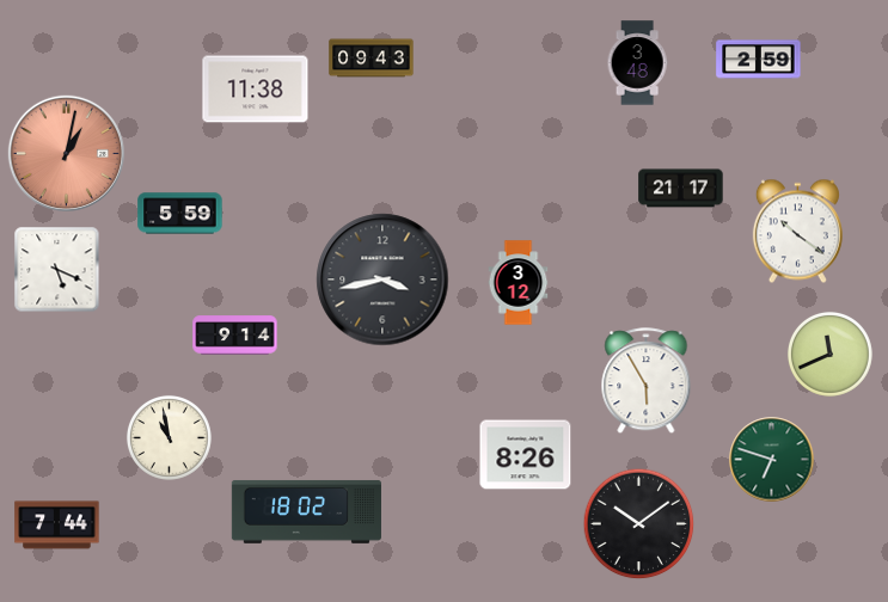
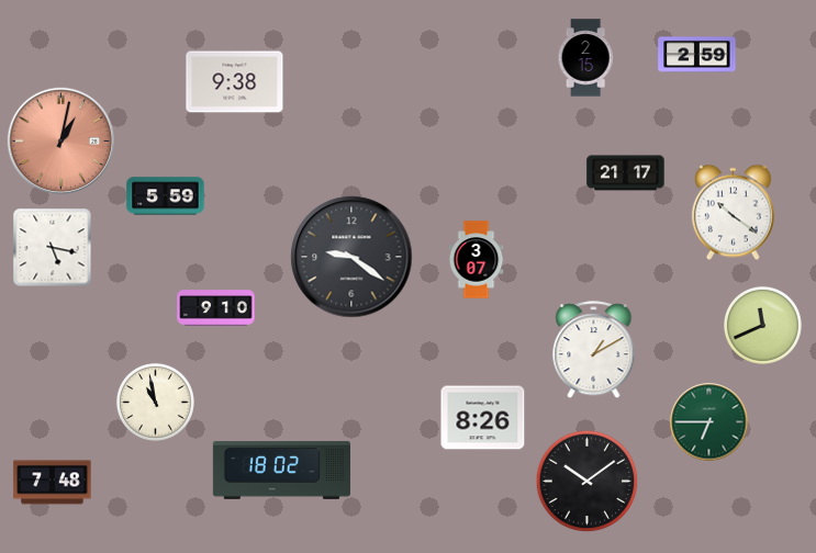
clock at (372, 59): 09:43 -> none
clock at (637, 63): 3:48 -> 2:15
clock at (256, 90): 11:38 -> 9:38
clock at (57, 270): 5:19 -> 5:17
clock at (382, 279): 3:43 -> 9:21
clock at (519, 283): 3:12 -> 3:07
clock at (235, 336): 9:14 -> 9:10
clock at (647, 381): 5:55 -> 1:10
clock at (772, 460): 6:48 -> 6:45
clock at (57, 526): 7:44 -> 7:48
